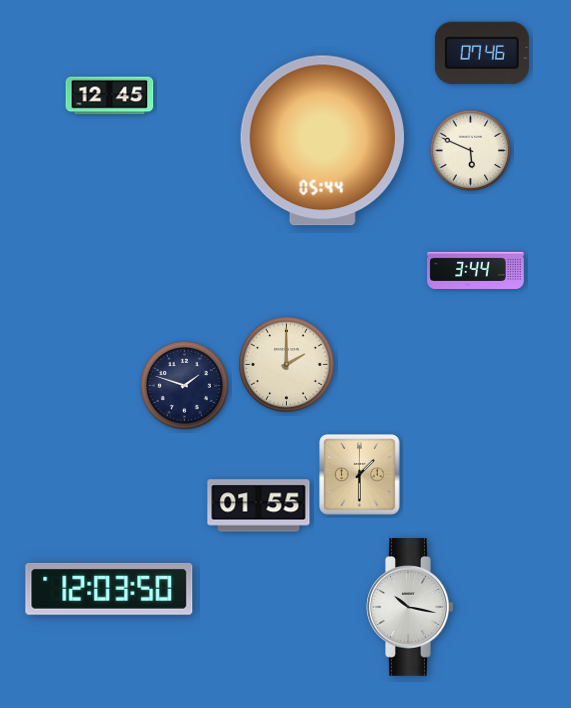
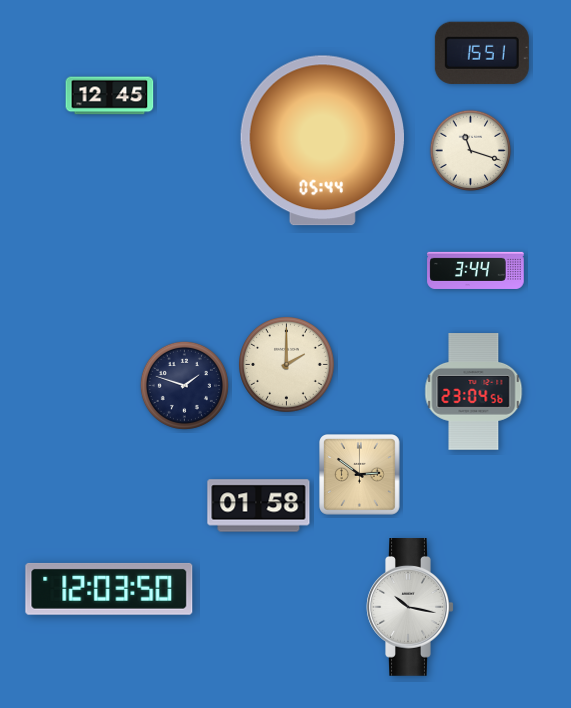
clock at (482, 53): 07:46 -> 15:51
clock at (471, 151): 5:49 -> 11:18
clock at (474, 392): none -> 23:04
clock at (360, 475): 1:30 -> 2:51
clock at (259, 506): 01:55 -> 01:58
